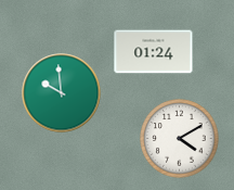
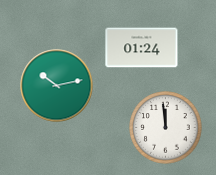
clock at (62, 93): 9:59 -> 10:13
clock at (180, 139): 4:10 -> 11:59
